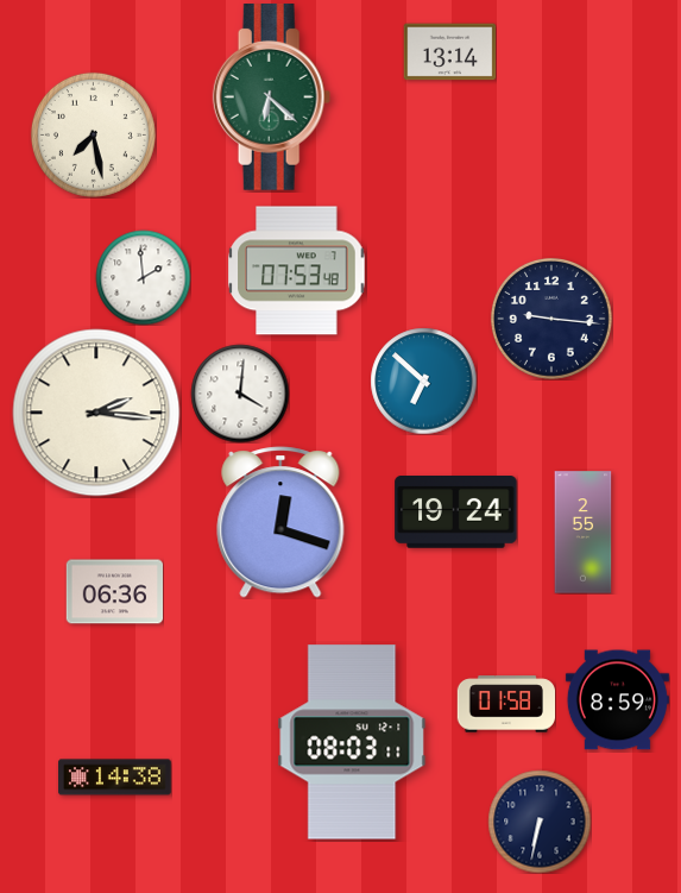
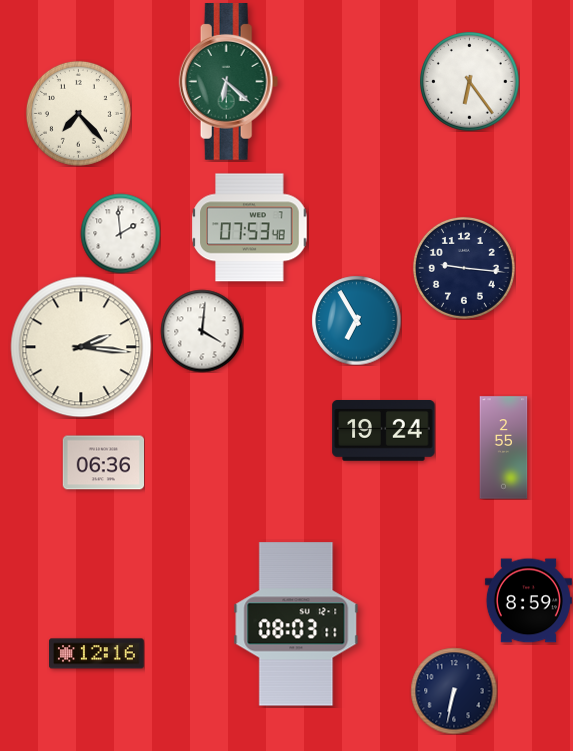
clock at (449, 52): 13:14 -> none
clock at (470, 82): none -> 6:24
clock at (93, 134): 7:28 -> 7:23
clock at (423, 381): 6:52 -> 6:55
clock at (280, 522): 12:18 -> none
clock at (584, 533) position: (584, 533) -> (504, 448)
clock at (114, 592) position: (114, 592) -> (103, 463)
clock at (617, 700) position: (617, 700) -> (528, 601)
clock at (505, 704): 01:58 -> none
clock at (115, 778): 14:38 -> 12:16
